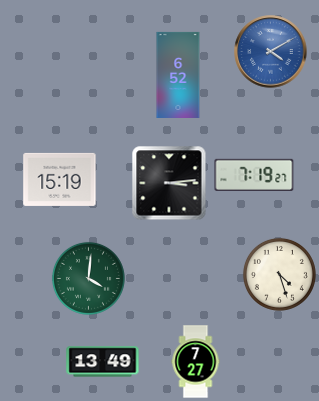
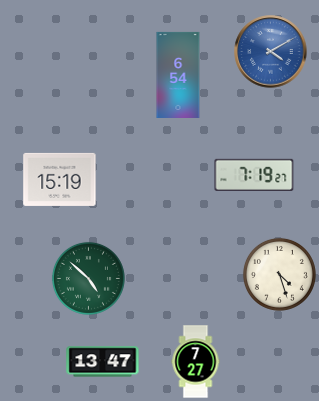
clock at (178, 75): 6:52 -> 6:54
clock at (169, 183): 3:14 -> none
clock at (88, 278): 4:01 -> 4:52
clock at (103, 362): 13:49 -> 13:47
